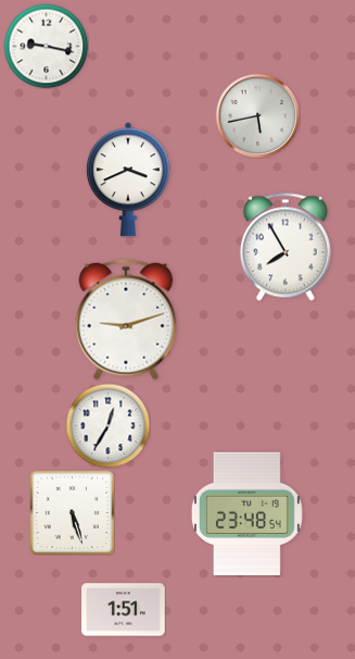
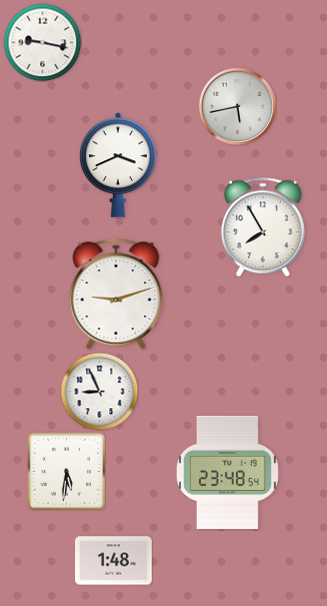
clock at (107, 425): 12:35 -> 8:56
clock at (72, 512): 5:27 -> 5:31
clock at (124, 610): 1:51 -> 1:48
